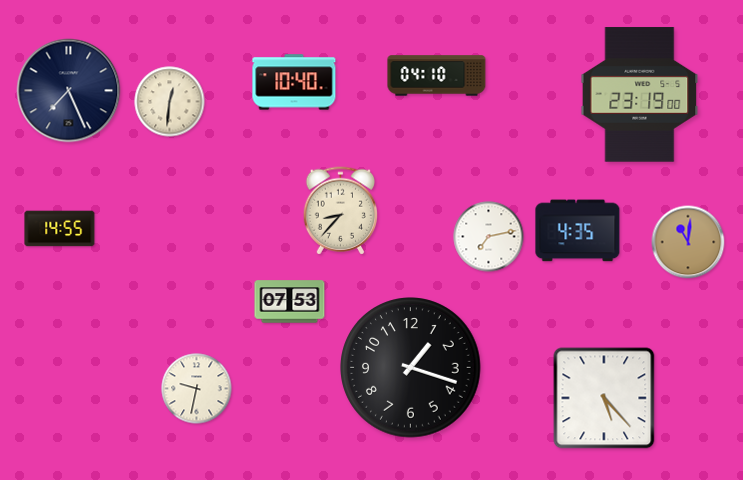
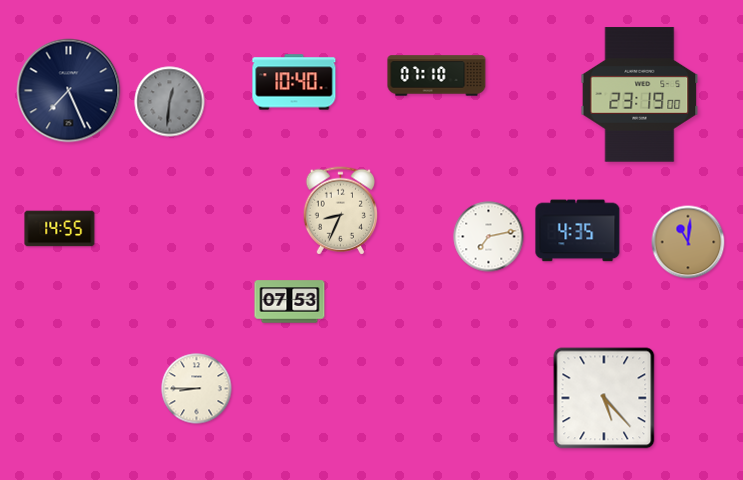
clock at (437, 76): 04:10 -> 07:10
clock at (170, 102) dial: cream -> grey
clock at (341, 211): 8:37 -> 8:34
clock at (411, 368): 1:18 -> none
clock at (197, 389): 9:32 -> 8:45
